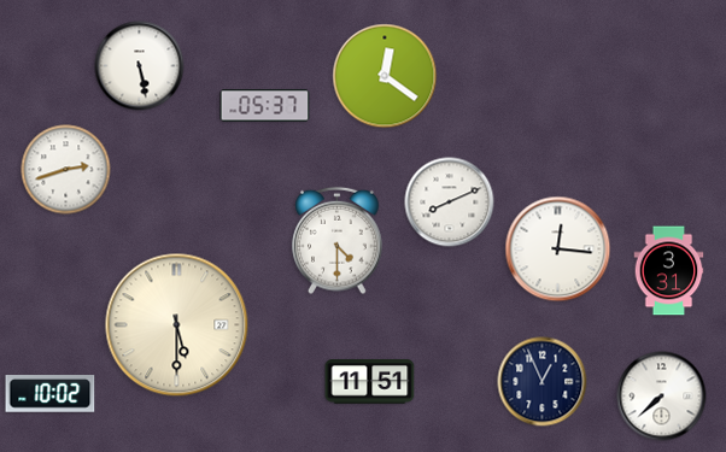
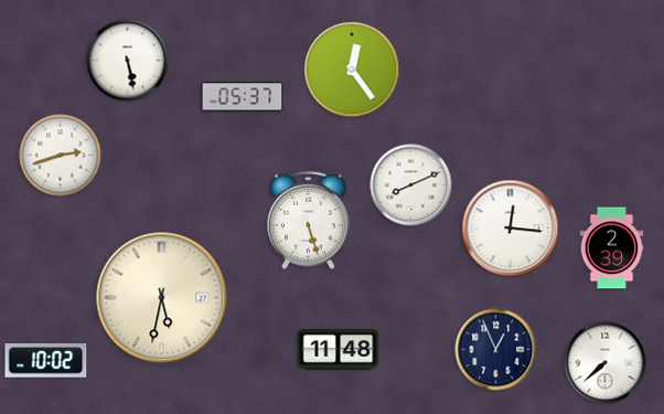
clock at (385, 76): 12:21 -> 12:24
clock at (338, 241): 4:30 -> 5:27
clock at (669, 271): 3:31 -> 2:39
clock at (177, 325): 5:30 -> 5:32
clock at (370, 382): 11:51 -> 11:48
